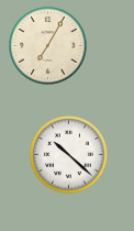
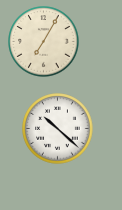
clock at (69, 155) position: (69, 155) -> (58, 129)
